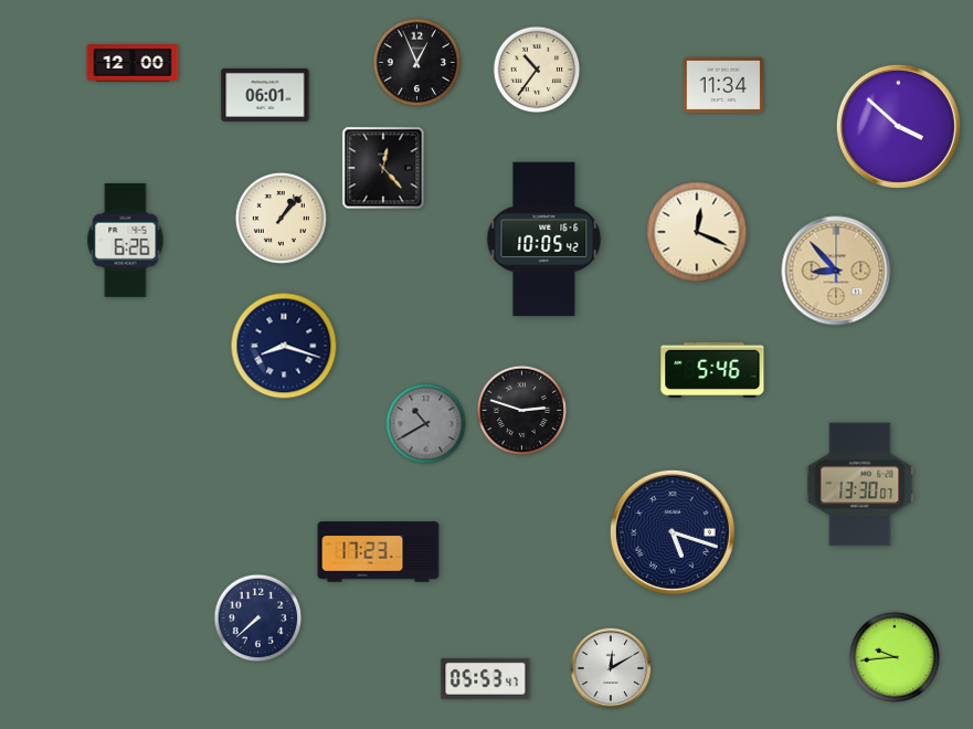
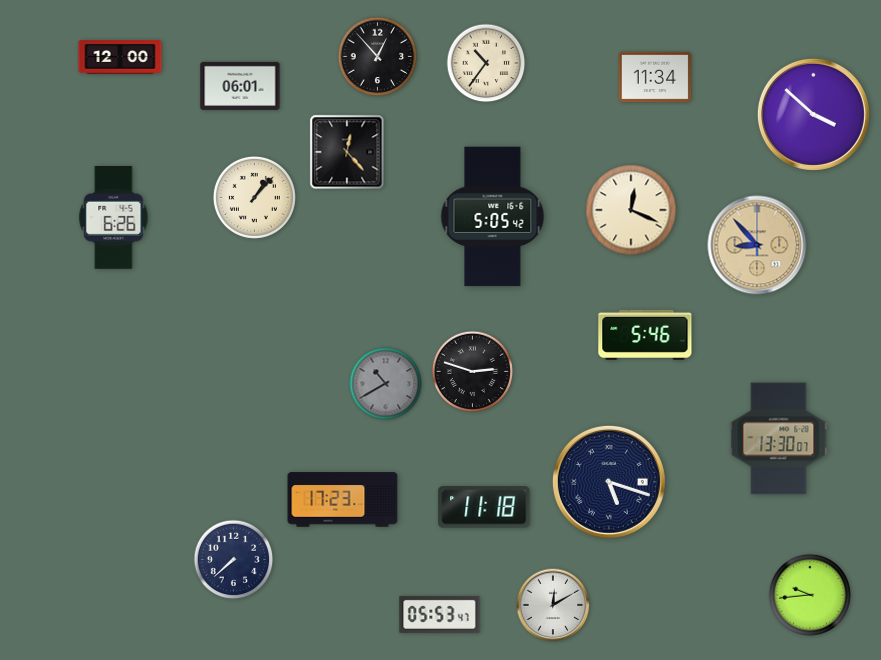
clock at (417, 63): 12:56 -> 12:53
clock at (544, 240): 10:05 -> 5:05
clock at (284, 346): 8:18 -> none
clock at (484, 507): none -> 11:18
